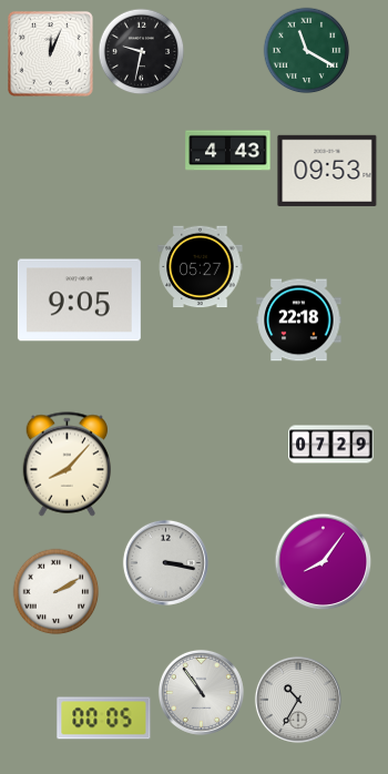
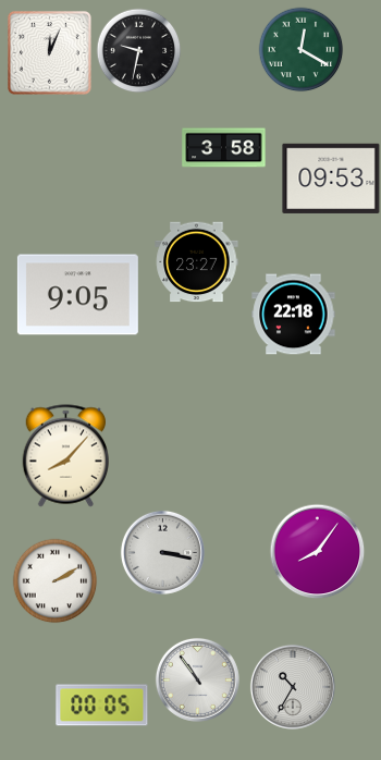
clock at (306, 50): 11:20 -> 12:20
clock at (228, 151): 4:43 -> 3:58
clock at (327, 171) position: (327, 171) -> (331, 179)
clock at (201, 267): 05:27 -> 23:27
clock at (331, 445): 07:29 -> none
